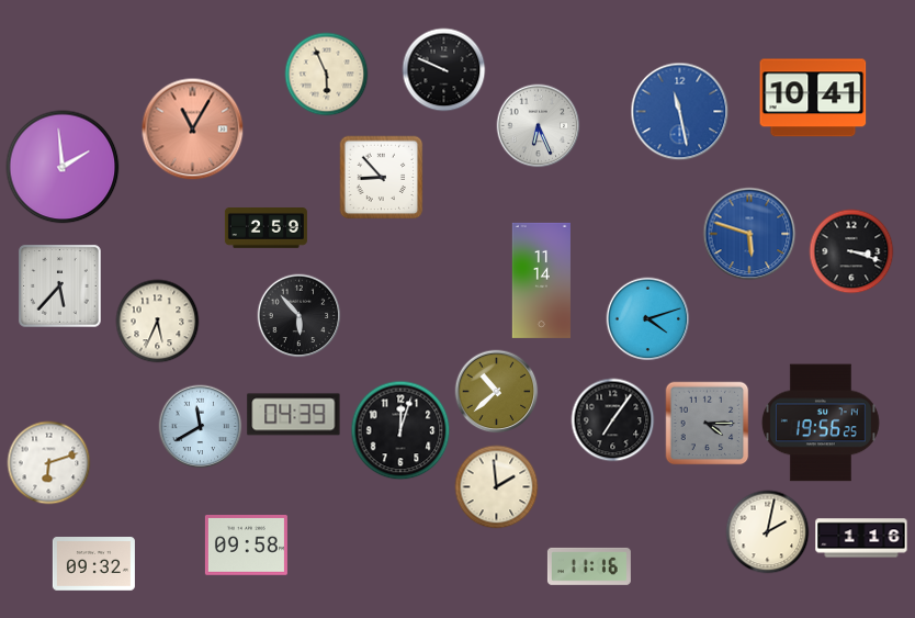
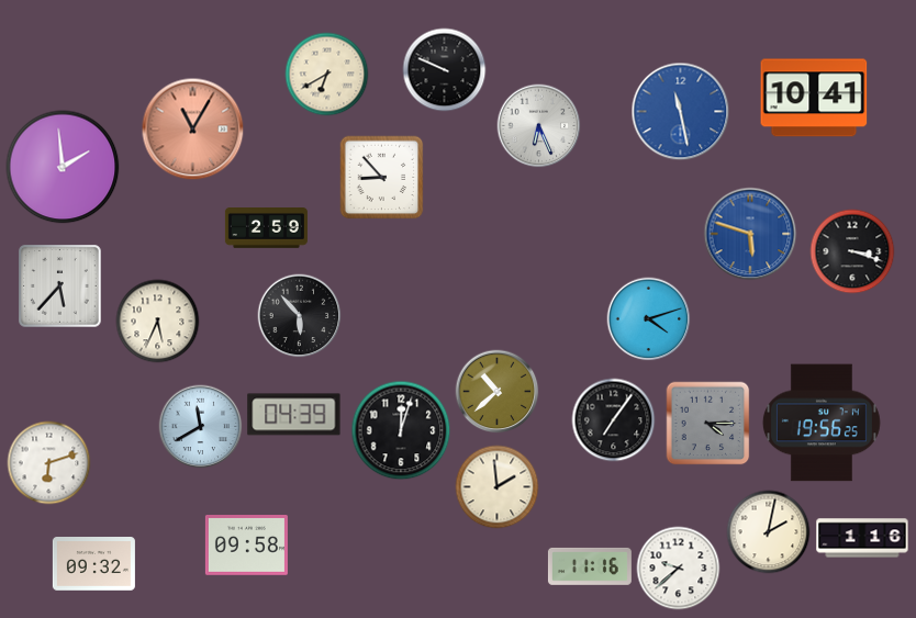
clock at (327, 75): 5:56 -> 6:40
clock at (541, 280): 11:14 -> none
clock at (679, 569): none -> 9:38
